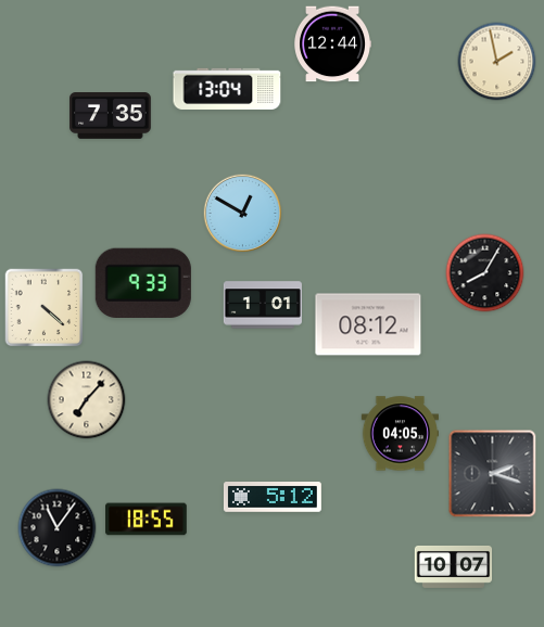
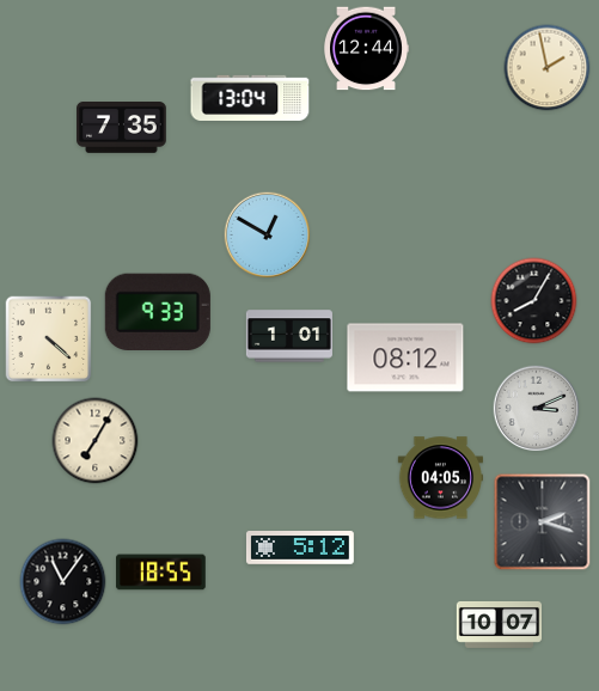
clock at (537, 409): none -> 3:11
clock at (87, 400): 7:07 -> 7:05
